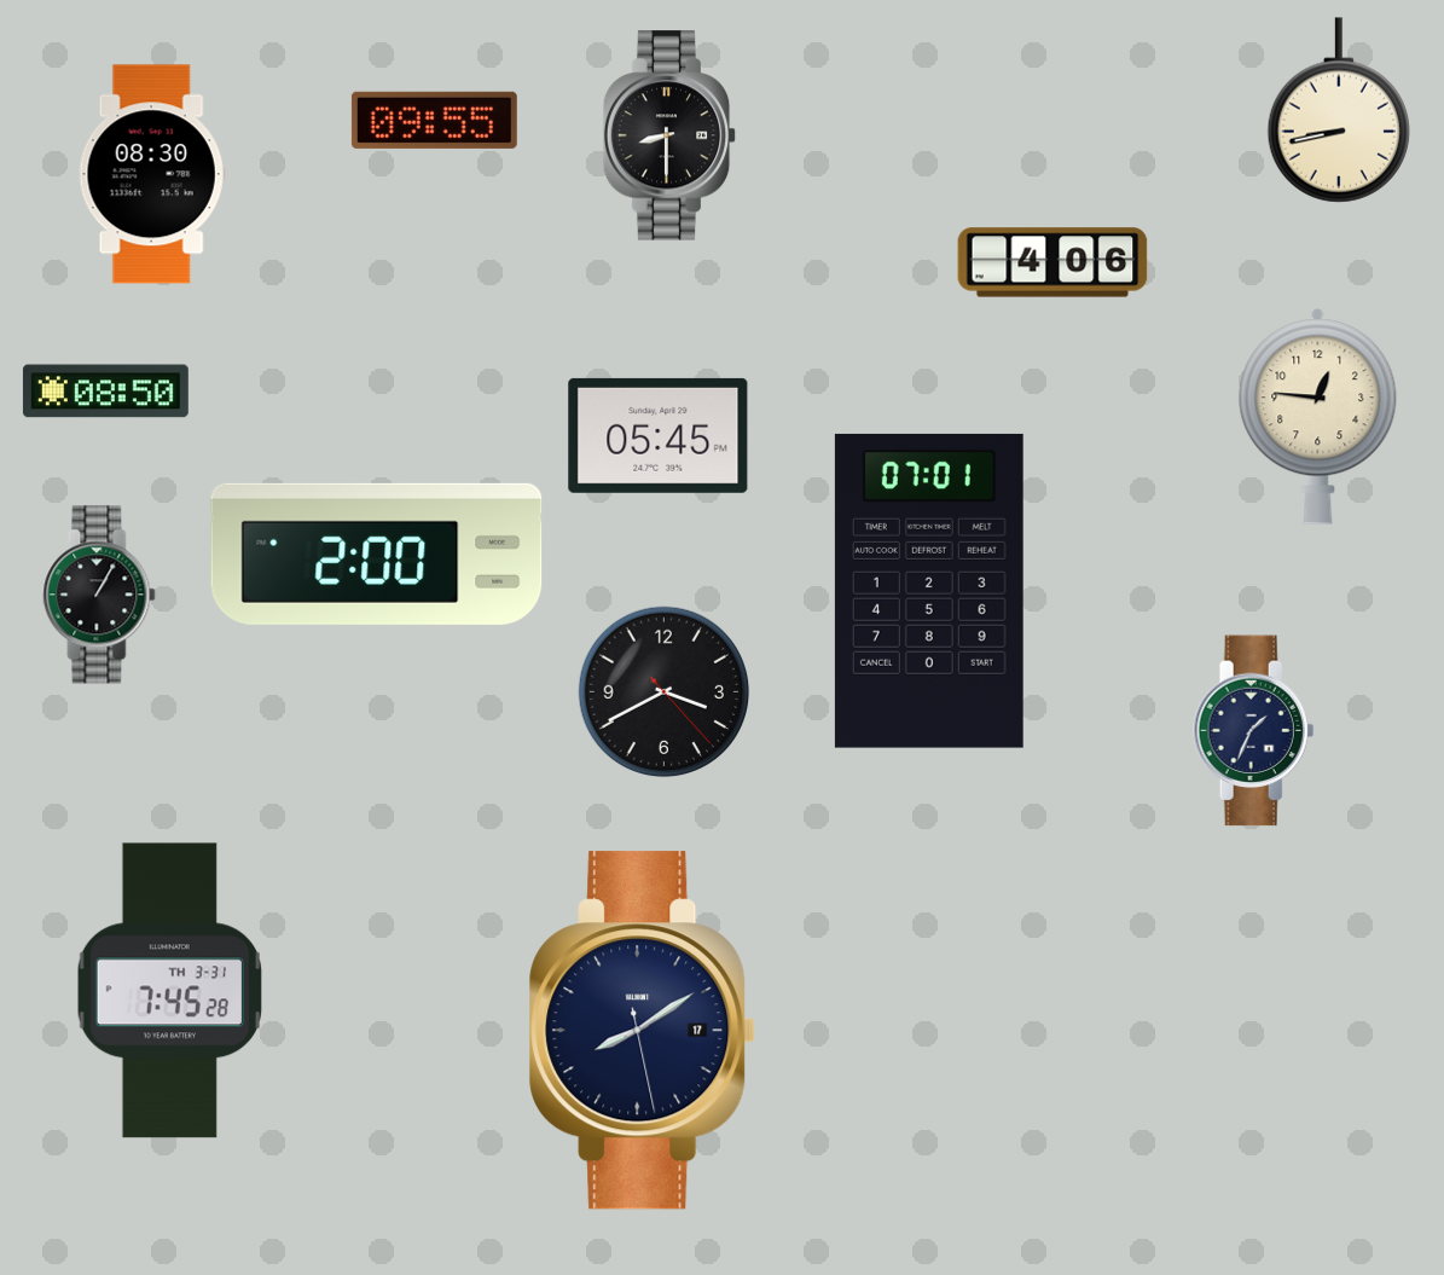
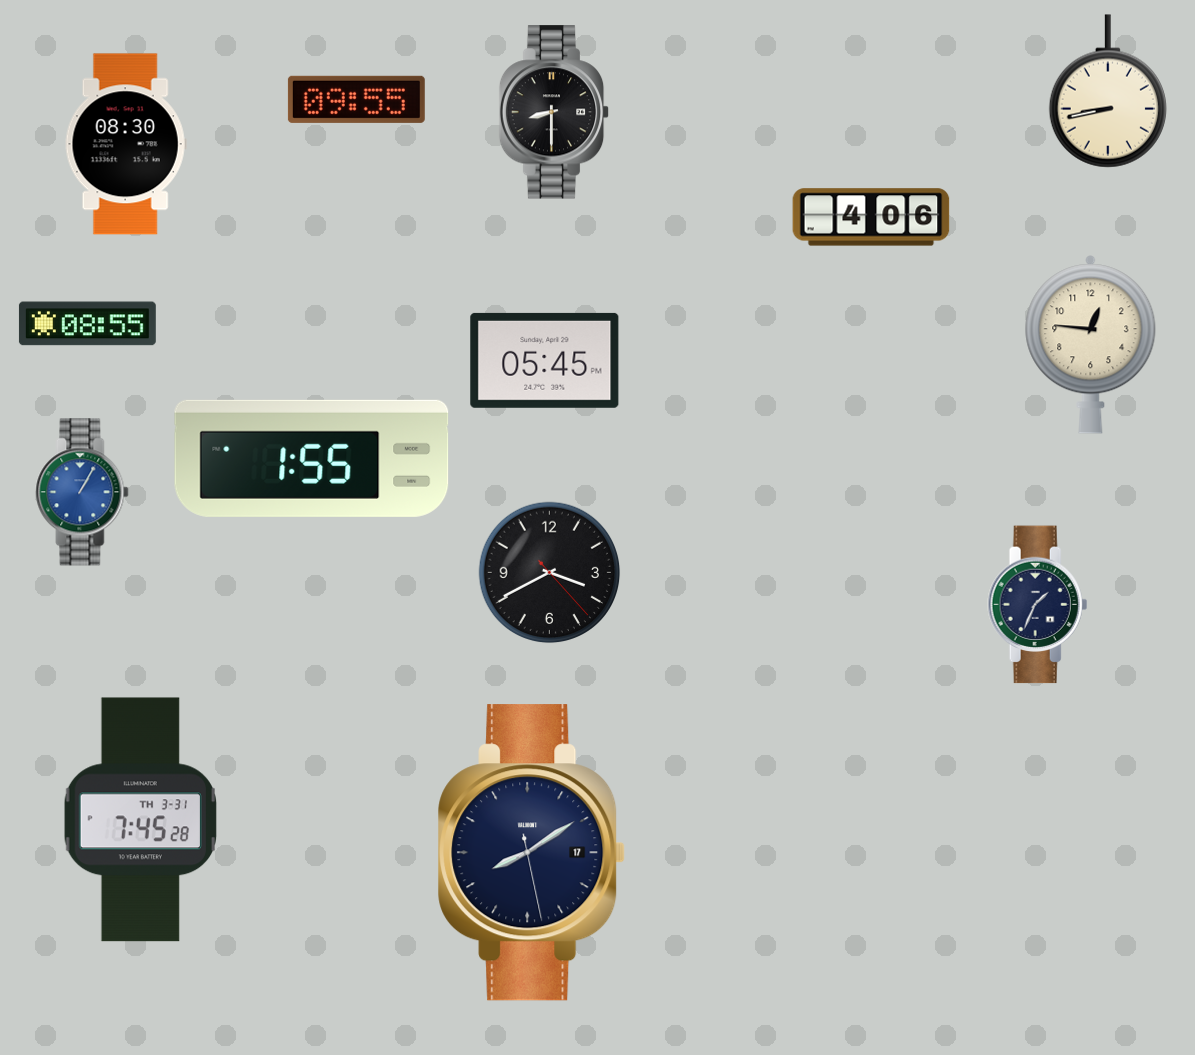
clock at (434, 120) position: (434, 120) -> (356, 99)
clock at (105, 392): 08:50 -> 08:55
clock at (377, 554): 2:00 -> 1:55
clock at (929, 591): 07:01 -> none
clock at (99, 595) dial: black -> blue
